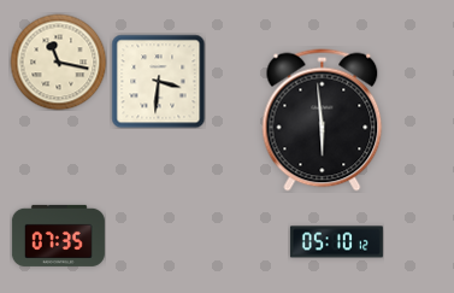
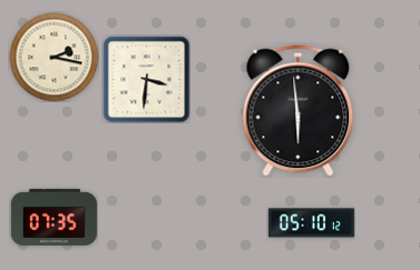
clock at (58, 61): 11:17 -> 2:17
clock at (158, 81) position: (158, 81) -> (146, 79)
